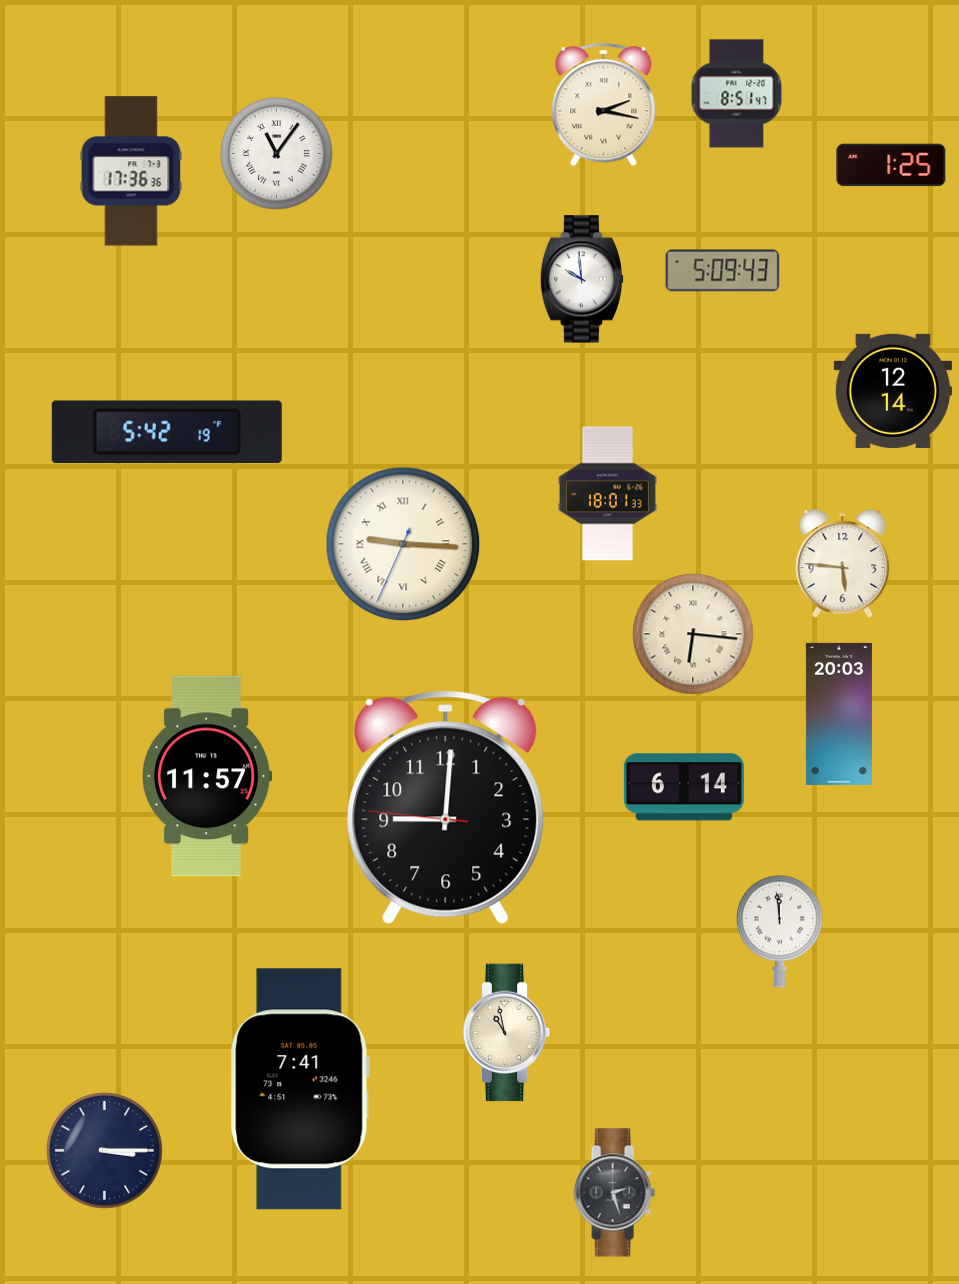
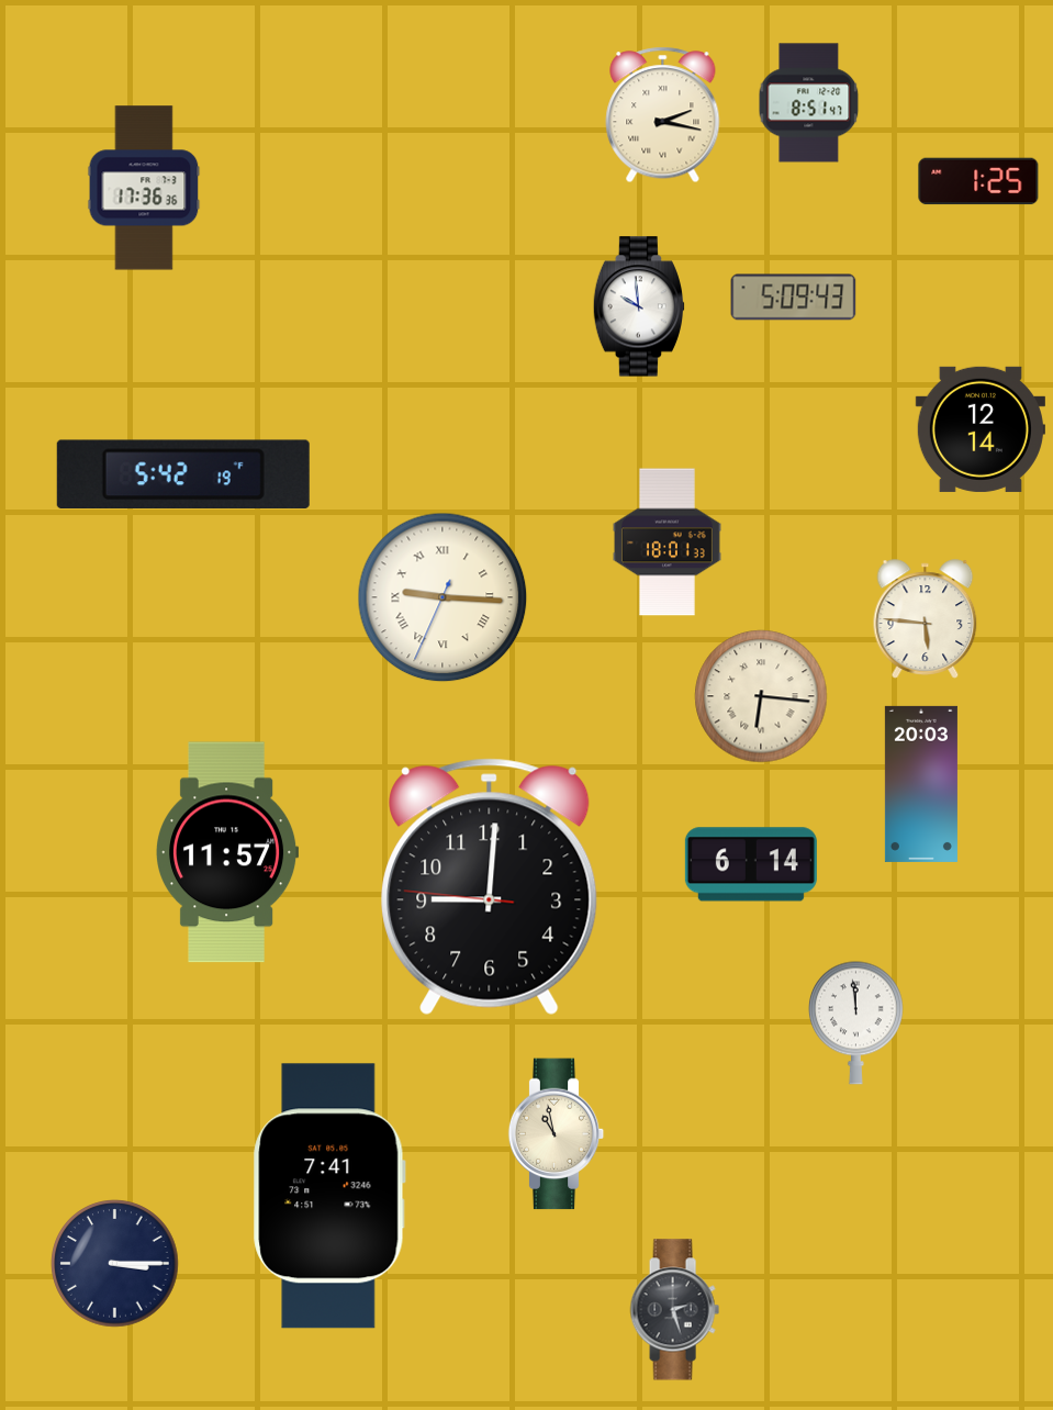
clock at (277, 154): 11:06 -> none
